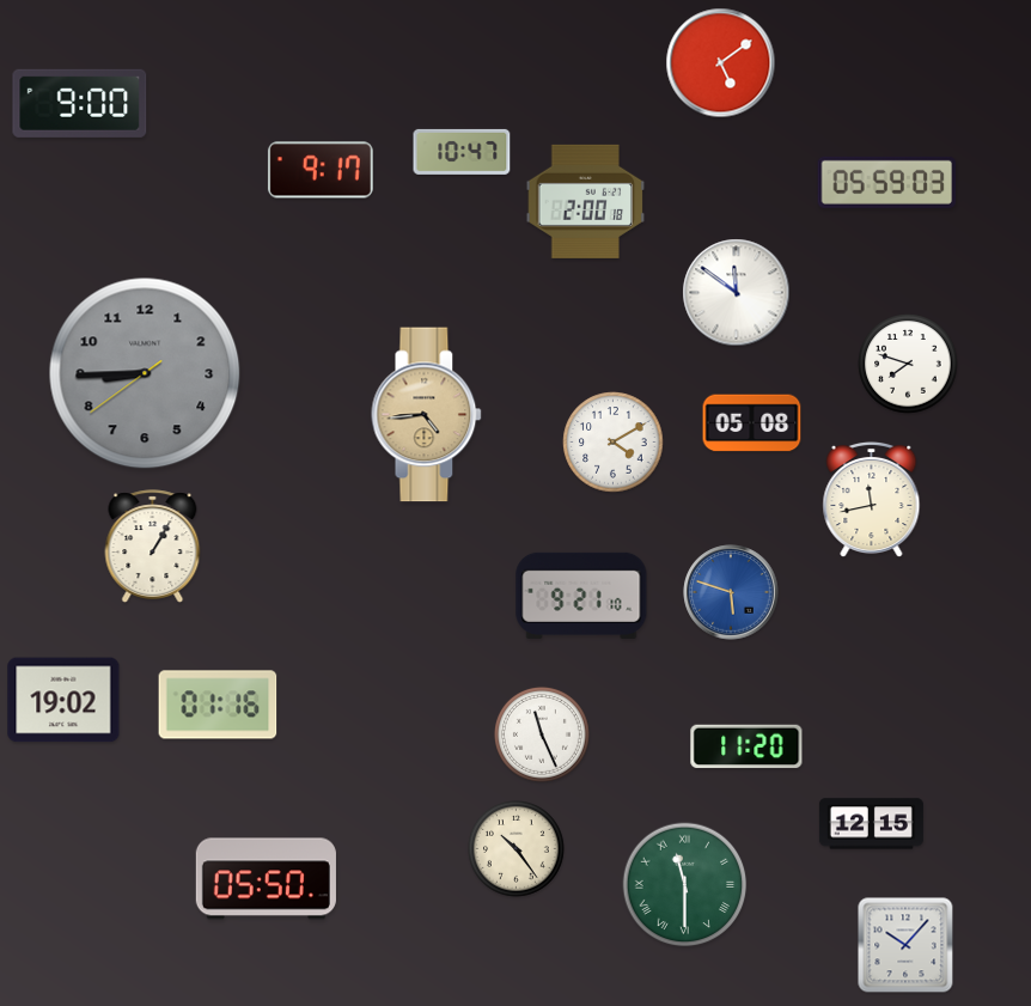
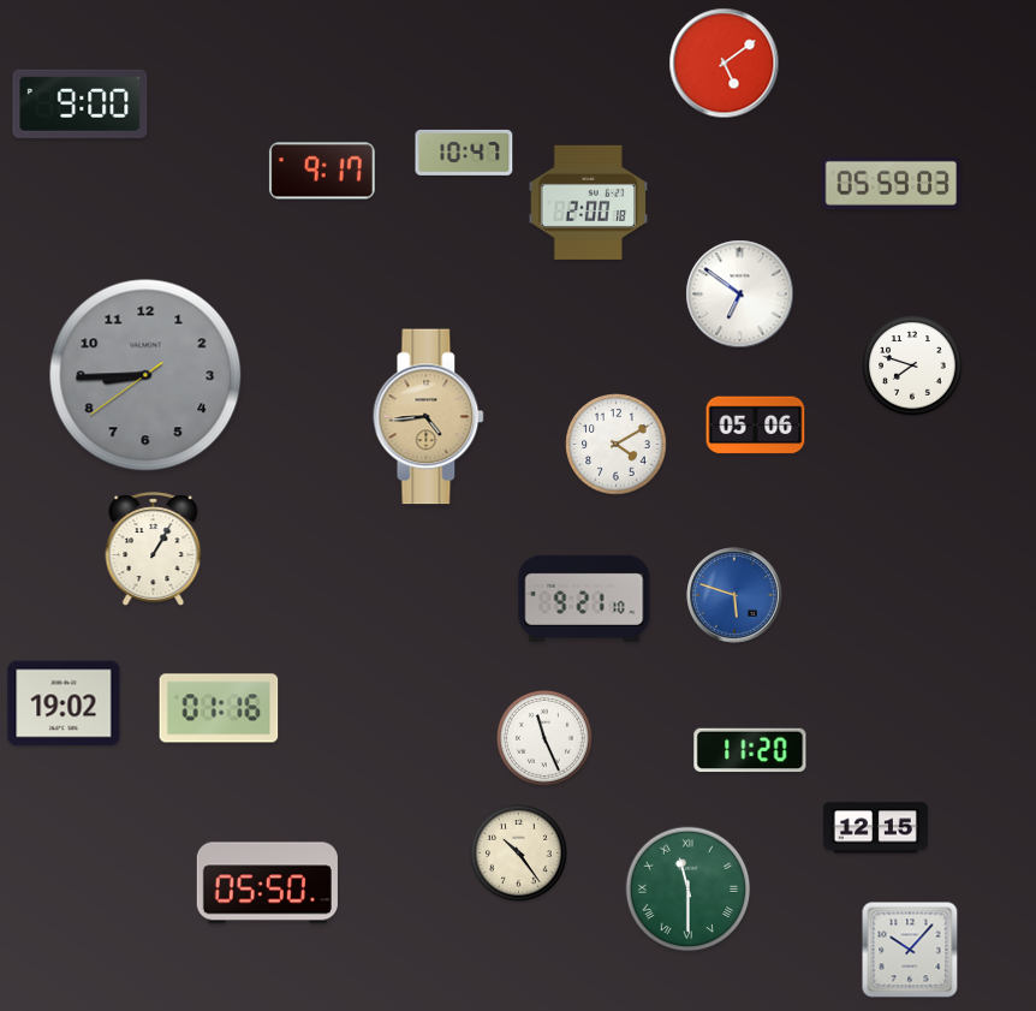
clock at (737, 293): 11:51 -> 6:51
clock at (752, 423): 05:08 -> 05:06
clock at (872, 500): 11:43 -> none
